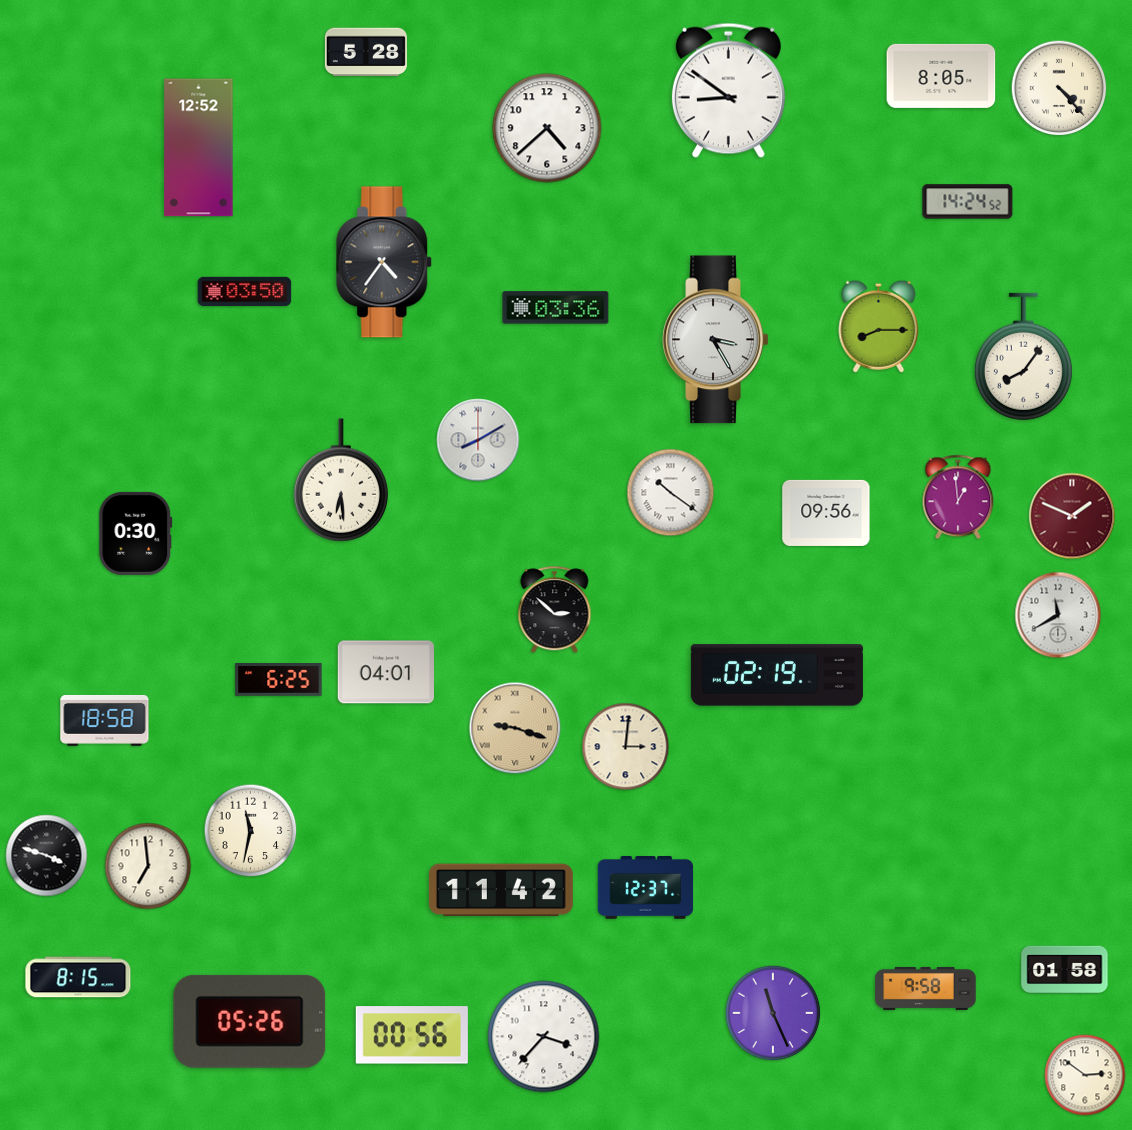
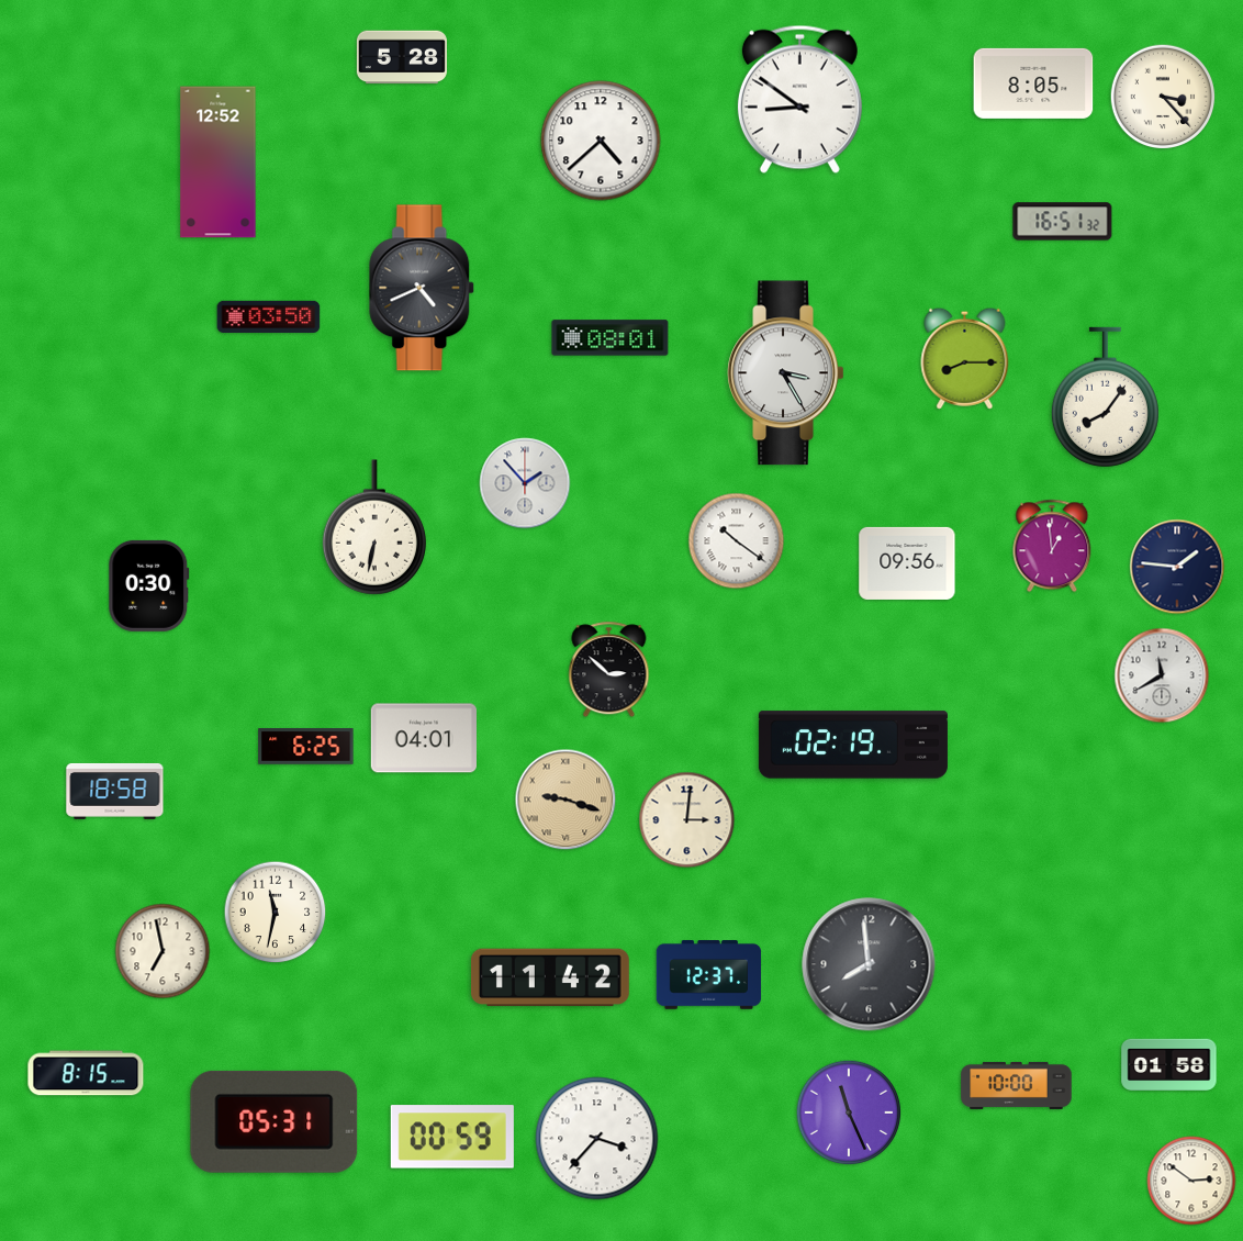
clock at (1059, 88): 4:23 -> 3:23
clock at (968, 202): 14:24 -> 16:51
clock at (385, 262): 4:36 -> 4:41
clock at (245, 292) position: (245, 292) -> (269, 317)
clock at (556, 308): 03:36 -> 08:01
clock at (1023, 357) position: (1023, 357) -> (1105, 398)
clock at (478, 440): 8:10 -> 1:53
clock at (341, 480): 6:29 -> 6:32
clock at (1072, 516): 1:49 -> 1:46
clock at (1072, 516) dial: burgundy -> navy
clock at (777, 675) position: (777, 675) -> (853, 745)
clock at (47, 856): 3:48 -> none
clock at (148, 866): 6:59 -> 6:58
clock at (869, 964): none -> 7:59
clock at (926, 988): 9:58 -> 10:00
clock at (250, 1021): 05:26 -> 05:31
clock at (412, 1035): 00:56 -> 00:59
